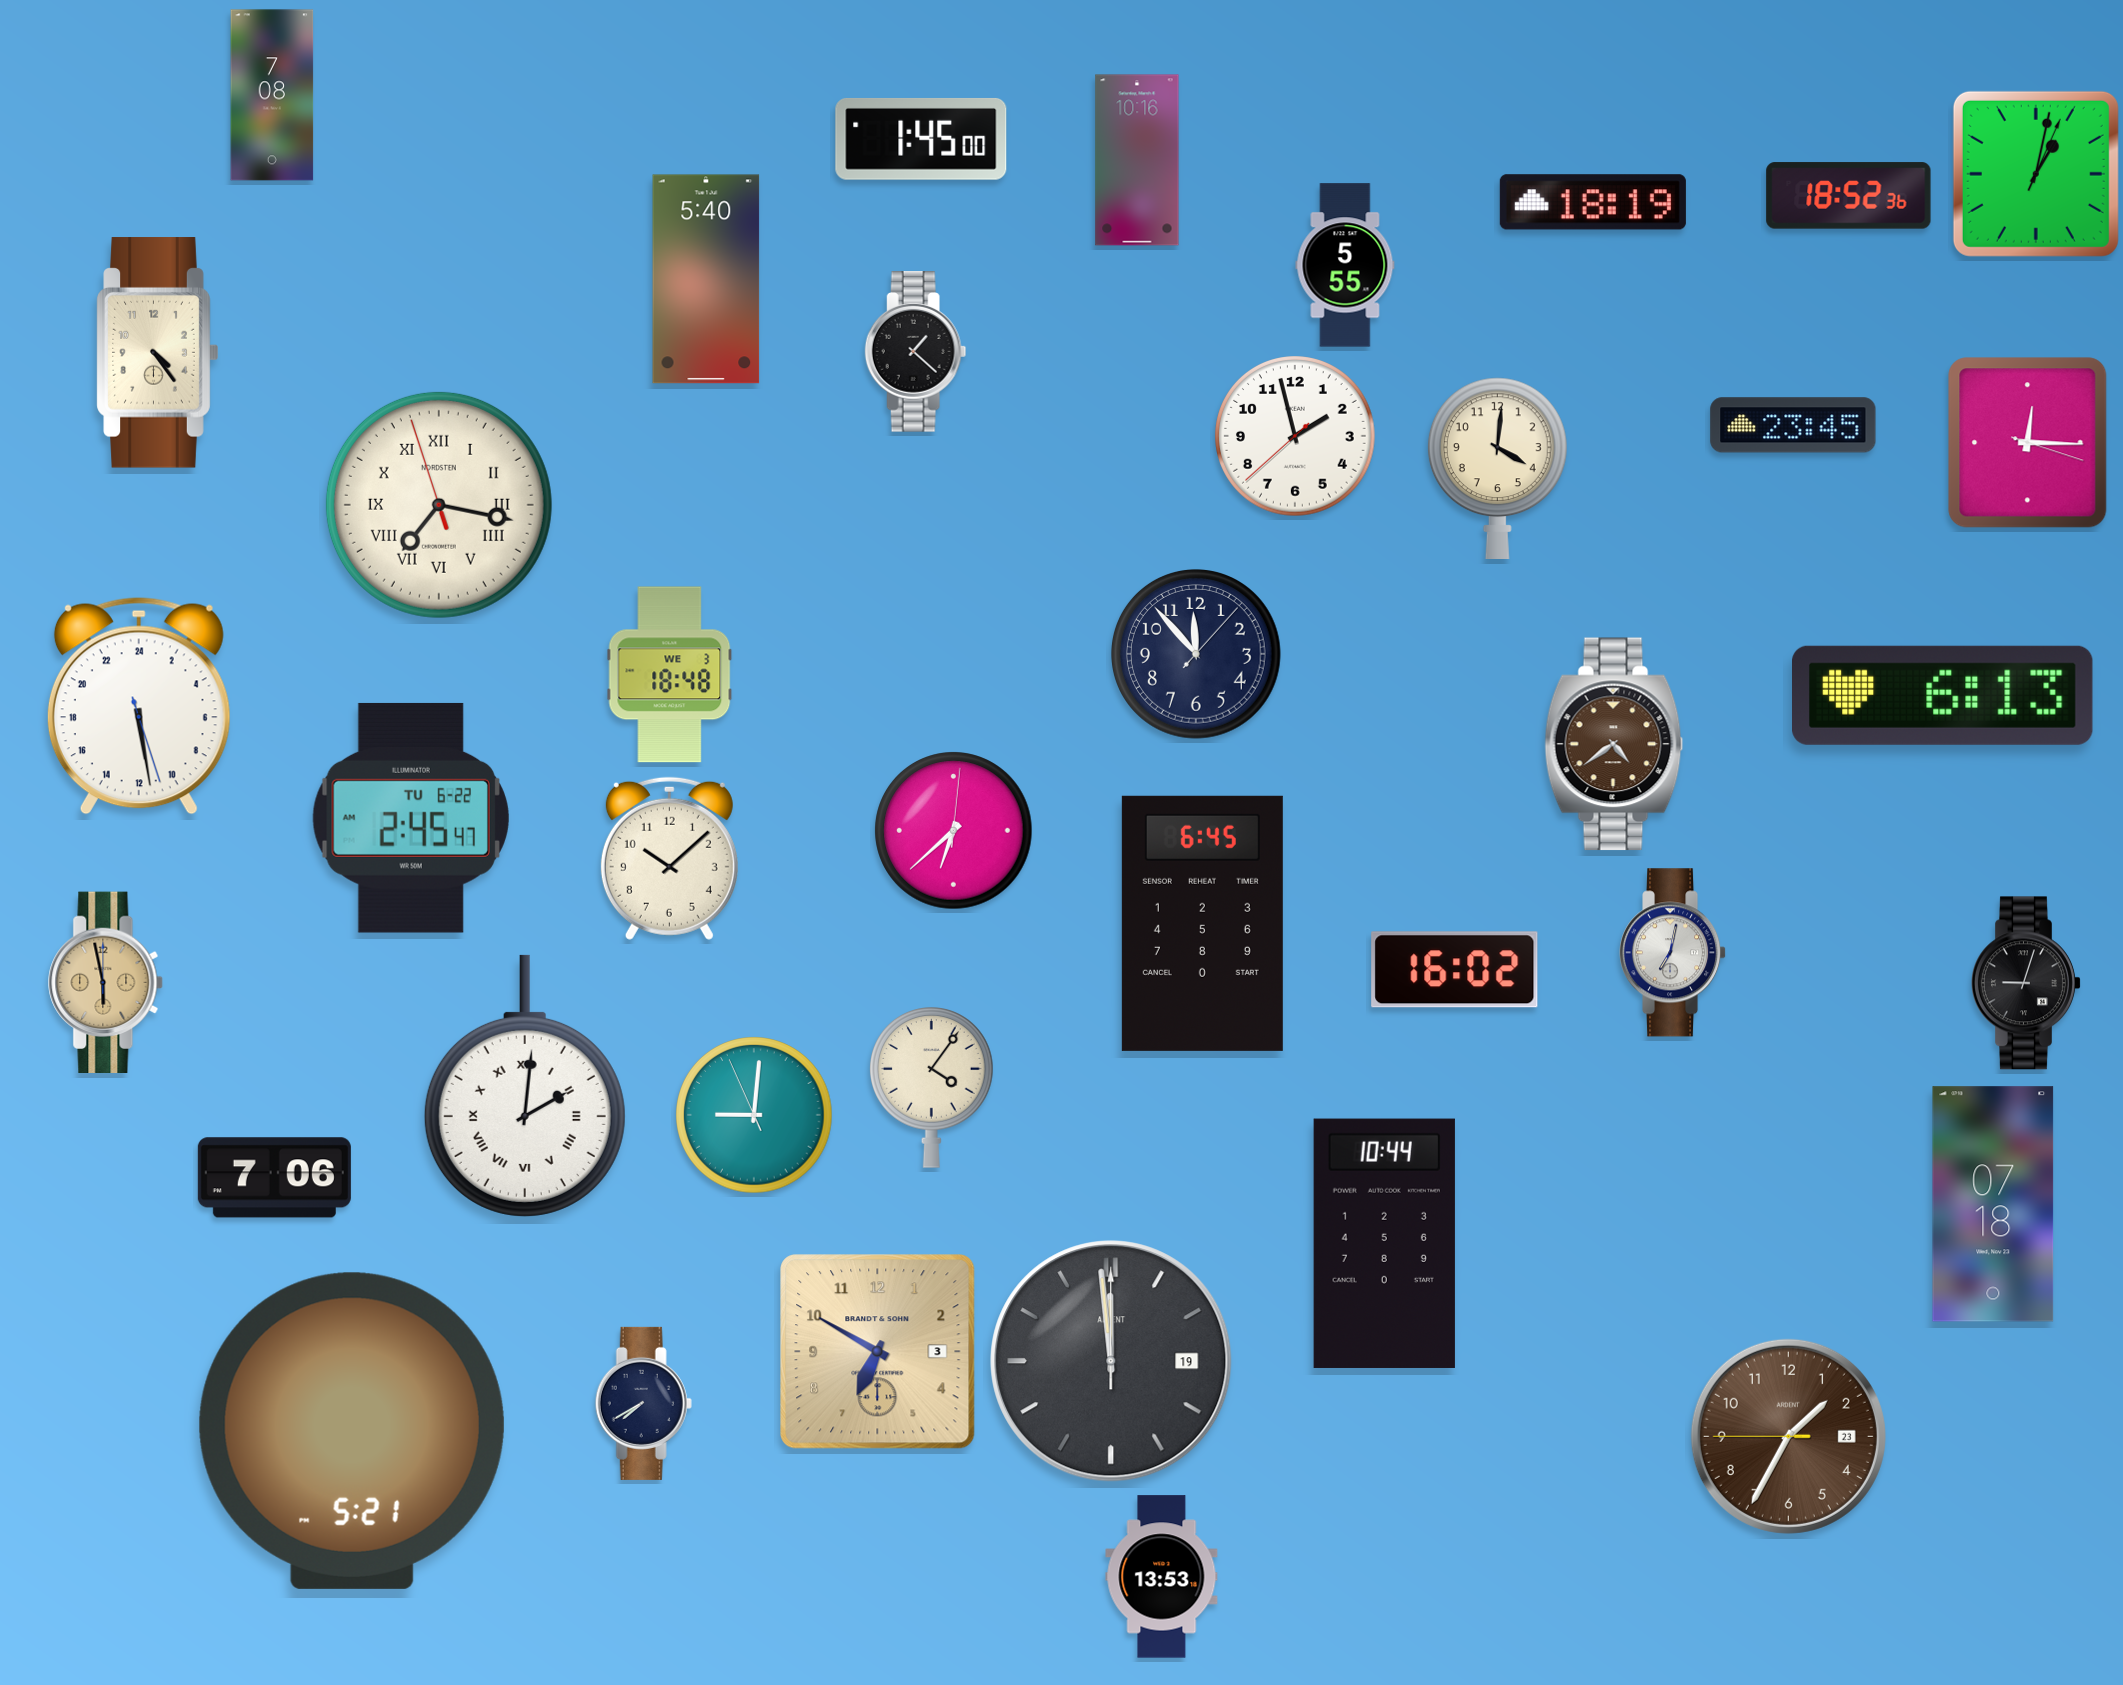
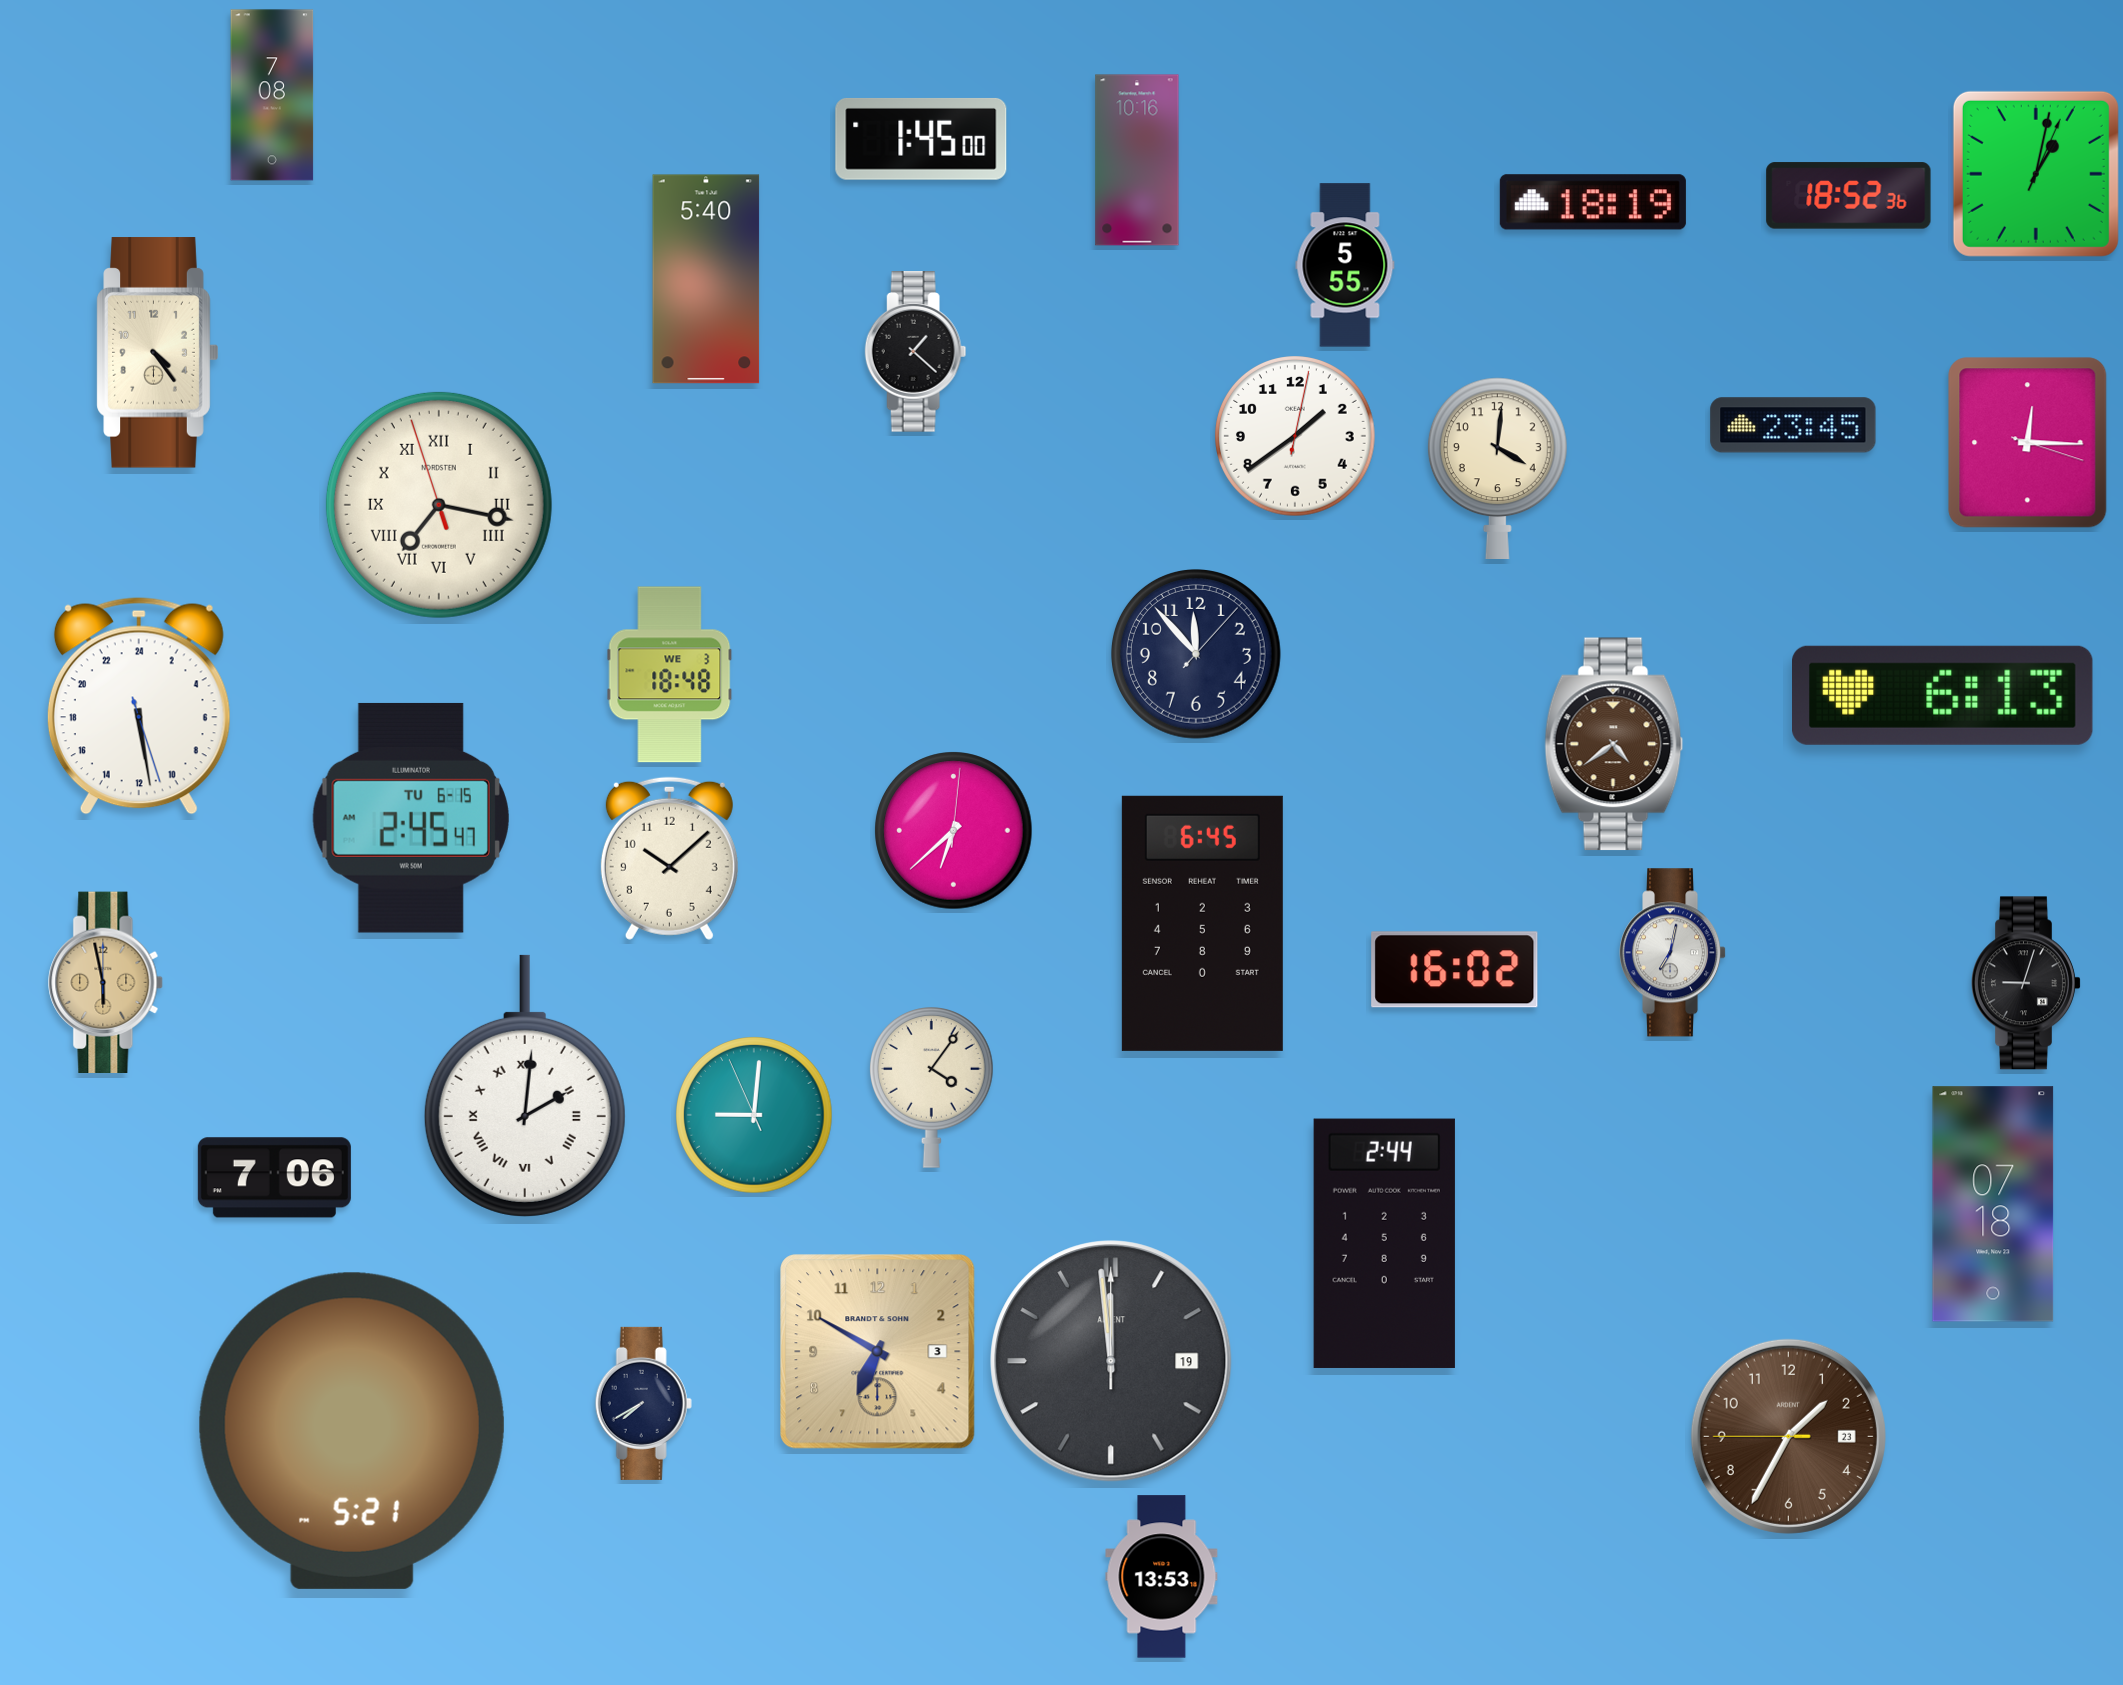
clock at (1295, 436): 1:57 -> 1:39
clock at (411, 818) date: TU 6-22 -> TU 6-15
clock at (1384, 1243): 10:44 -> 2:44
